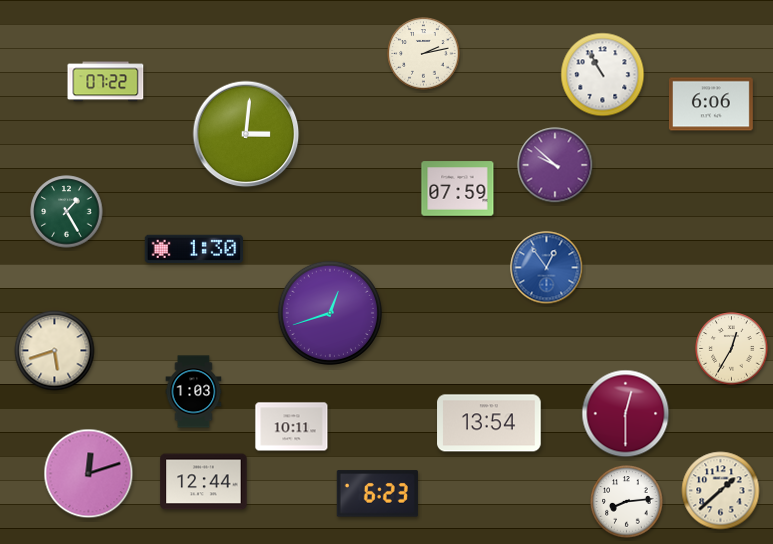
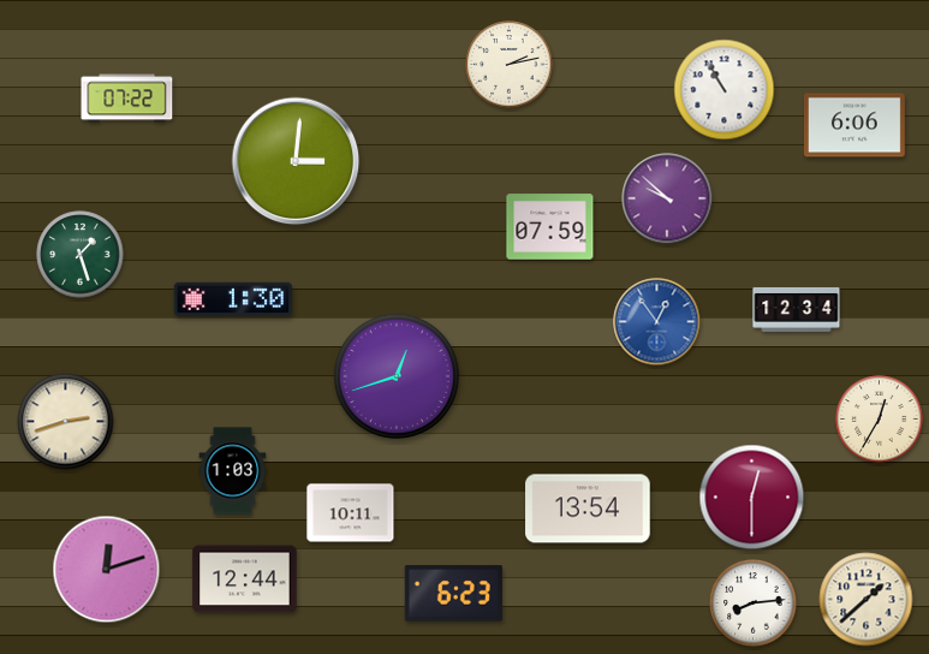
clock at (67, 212): 1:25 -> 1:27
clock at (797, 309): none -> 12:34
clock at (55, 351): 5:42 -> 2:42
clock at (721, 491) position: (721, 491) -> (867, 600)
